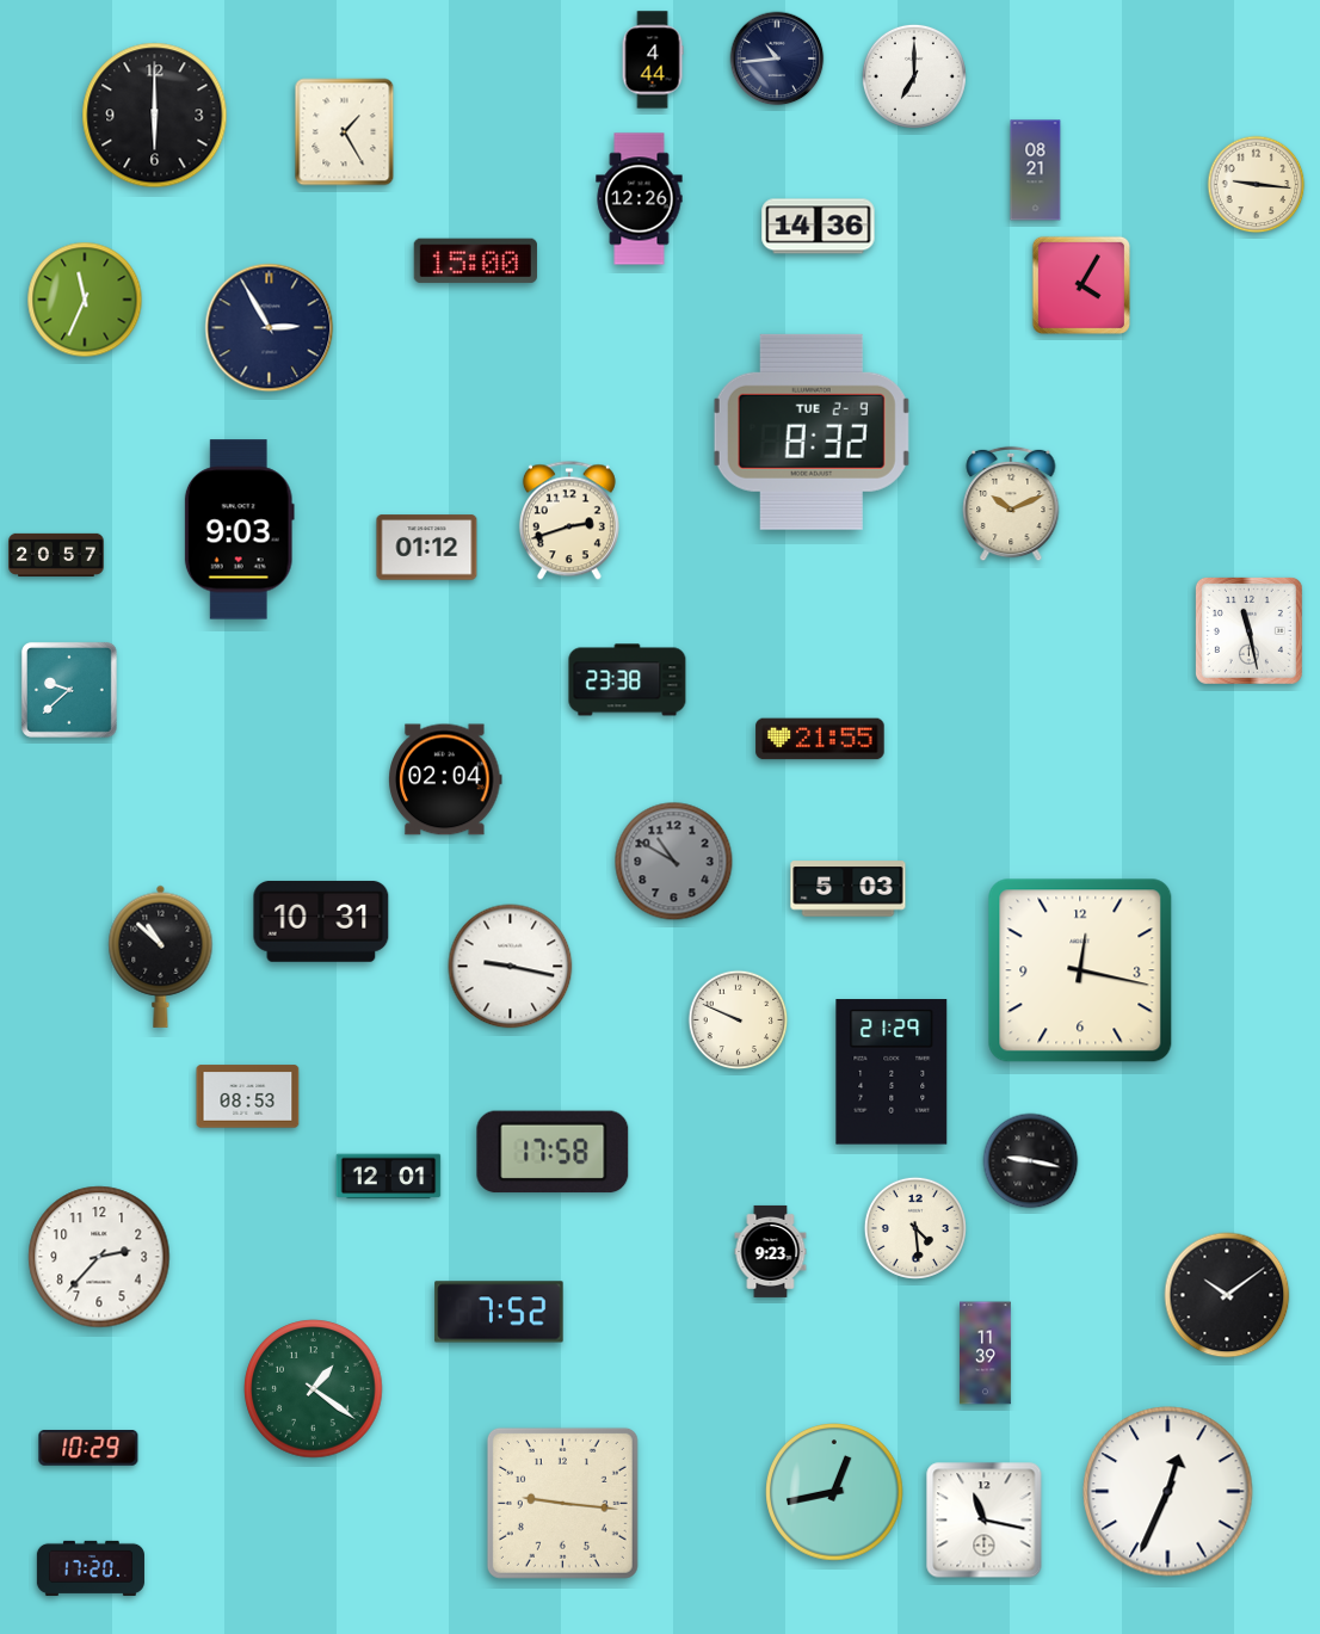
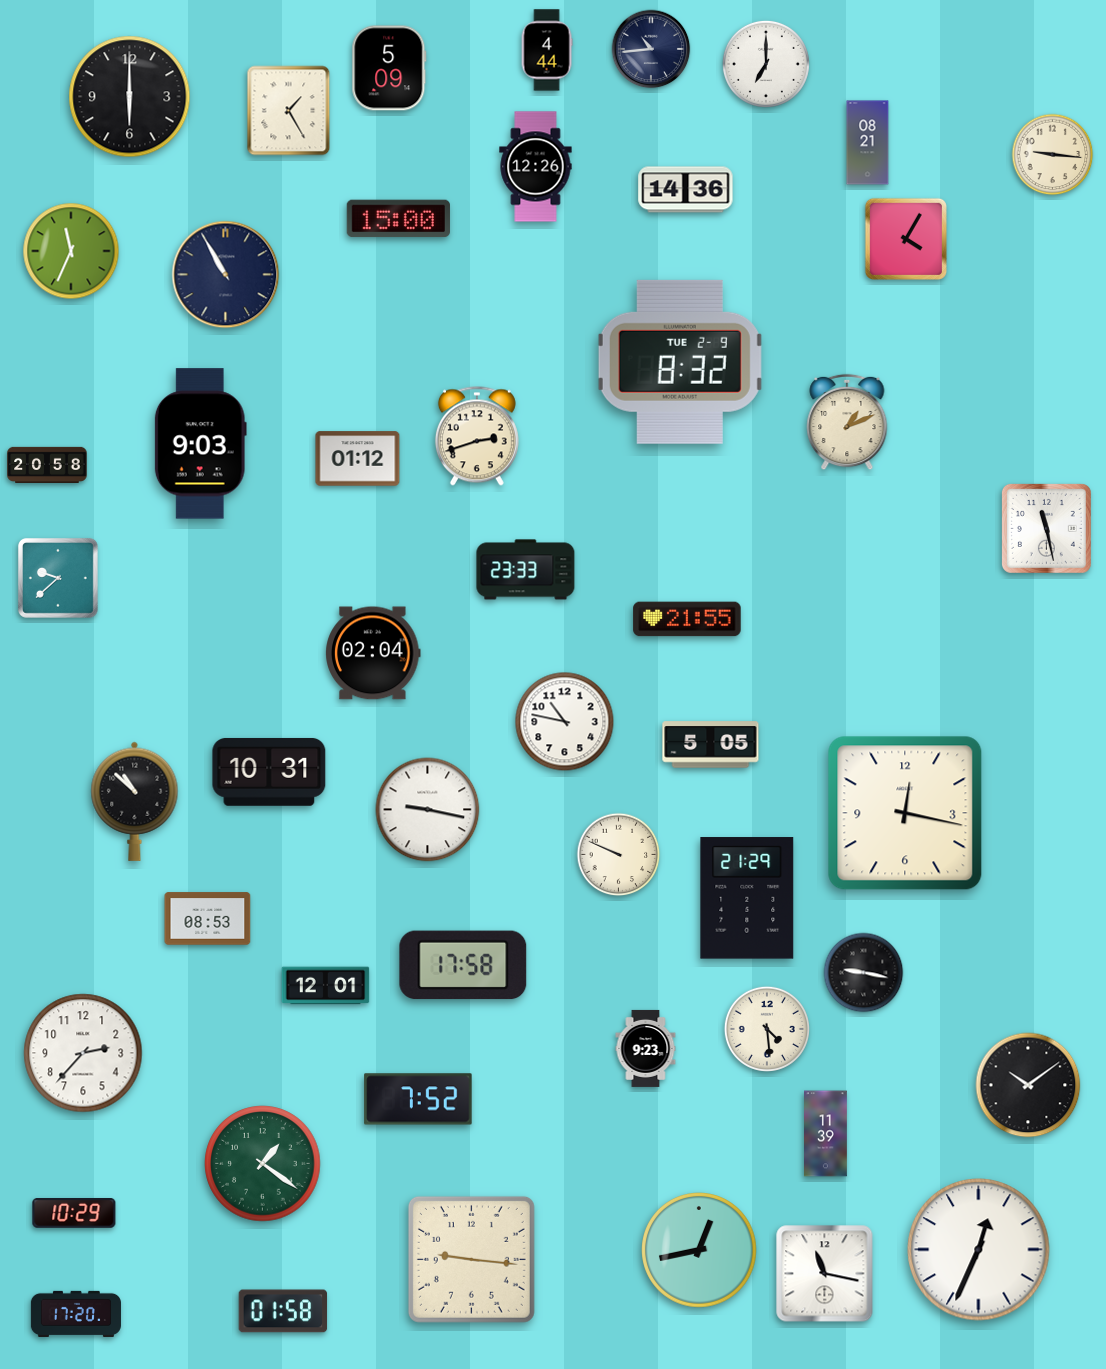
clock at (389, 68): none -> 5:09
clock at (270, 328): 2:55 -> 10:55
clock at (1011, 504): 10:11 -> 1:11
clock at (56, 554): 20:57 -> 20:58
clock at (628, 680): 23:38 -> 23:33
clock at (674, 862): 10:50 -> 10:47
clock at (674, 862) dial: grey -> white
clock at (849, 889): 5:03 -> 5:05
clock at (283, 1311): none -> 01:58
